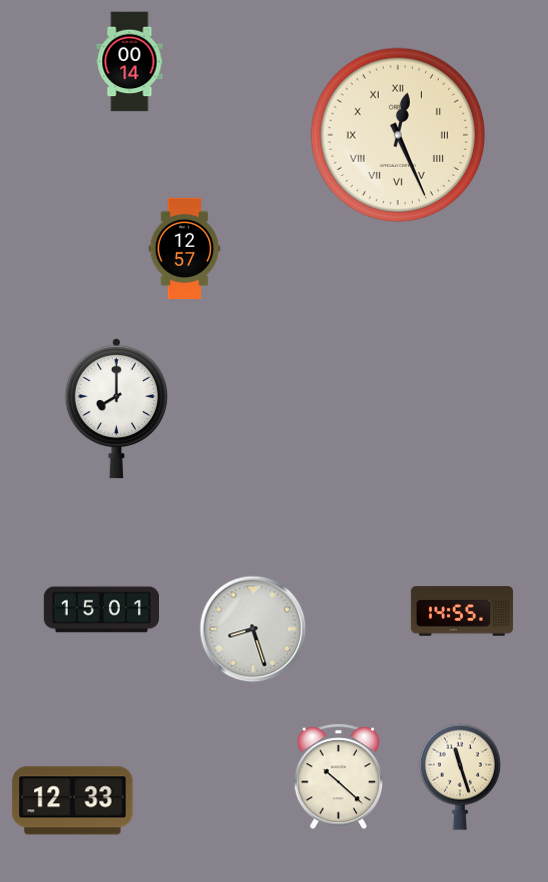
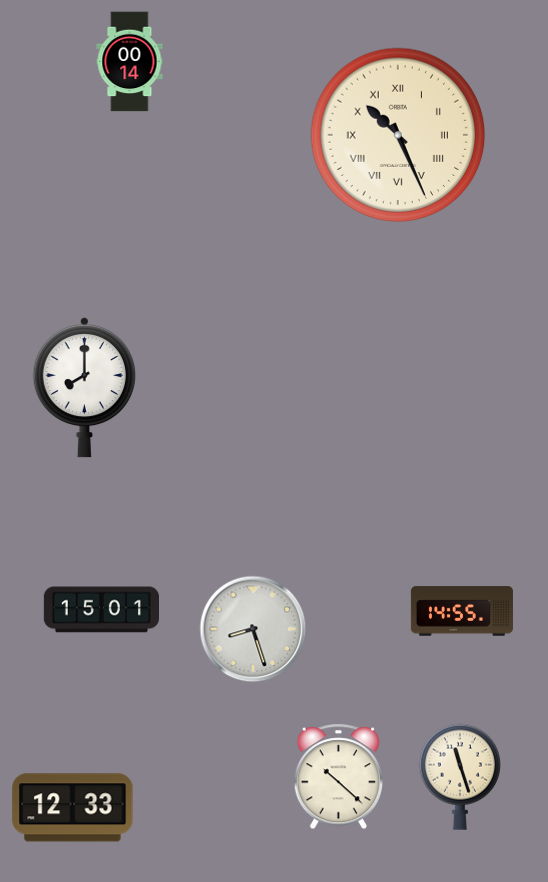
clock at (398, 135): 12:26 -> 10:26
clock at (185, 249): 12:57 -> none
clock at (116, 408) position: (116, 408) -> (84, 387)
clock at (73, 801) position: (73, 801) -> (73, 808)
